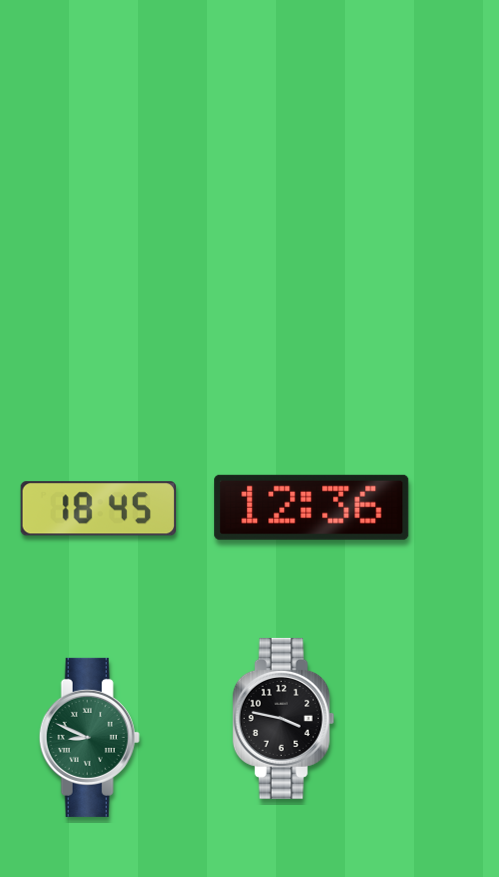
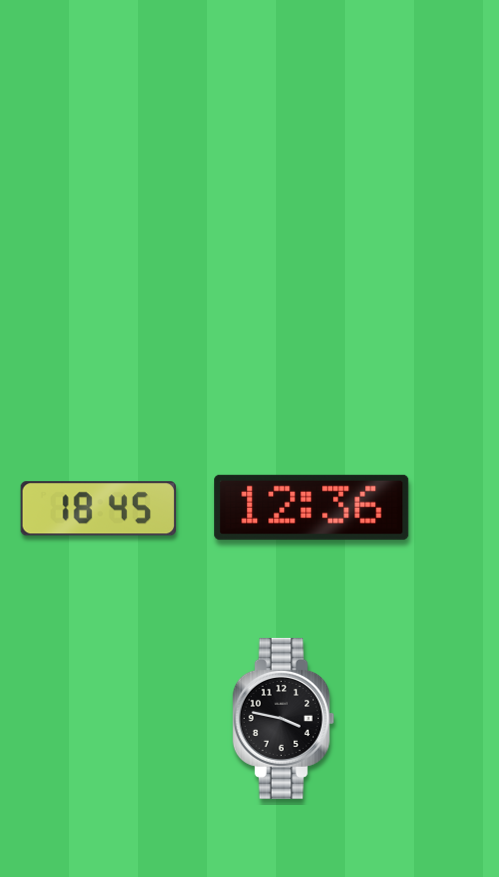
clock at (89, 737): 8:49 -> none
